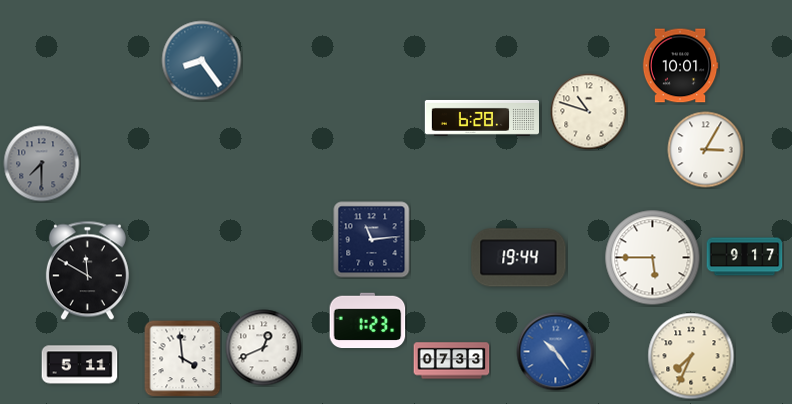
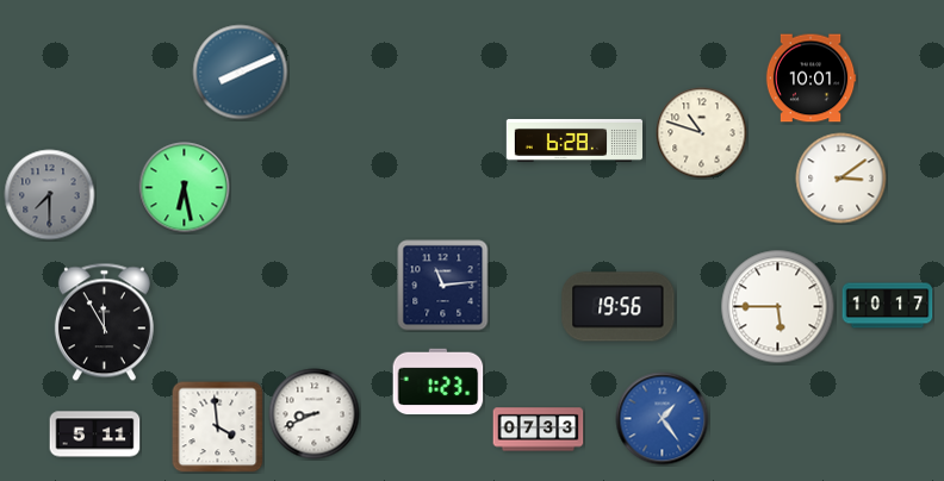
clock at (202, 61): 8:24 -> 8:11
clock at (706, 150): 3:05 -> 3:09
clock at (185, 188): none -> 6:28
clock at (745, 257): 9:17 -> 10:17
clock at (519, 258): 19:44 -> 19:56
clock at (87, 271): 11:50 -> 11:55
clock at (264, 348): 12:41 -> 8:41
clock at (556, 352): 10:24 -> 1:24
clock at (691, 356): 7:34 -> none
